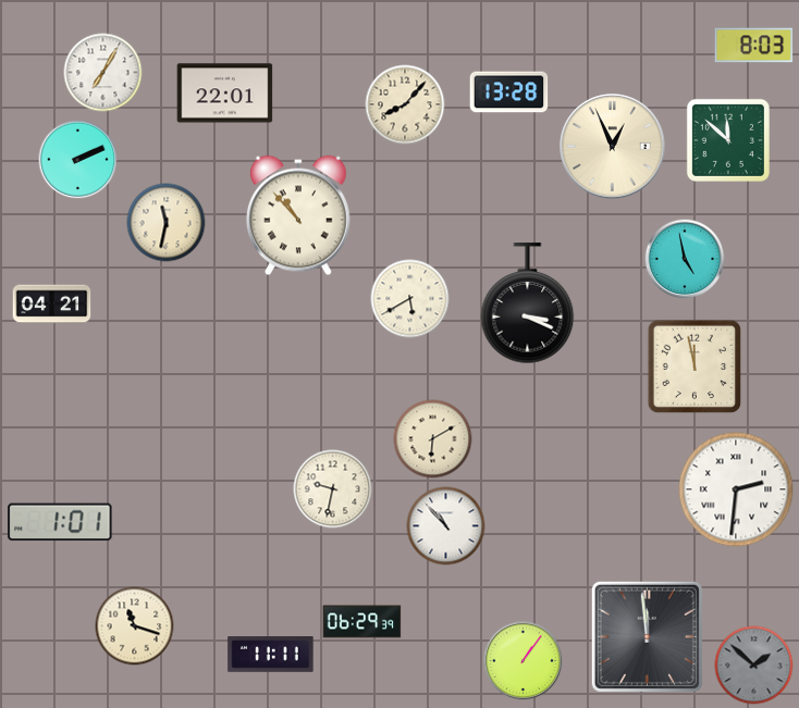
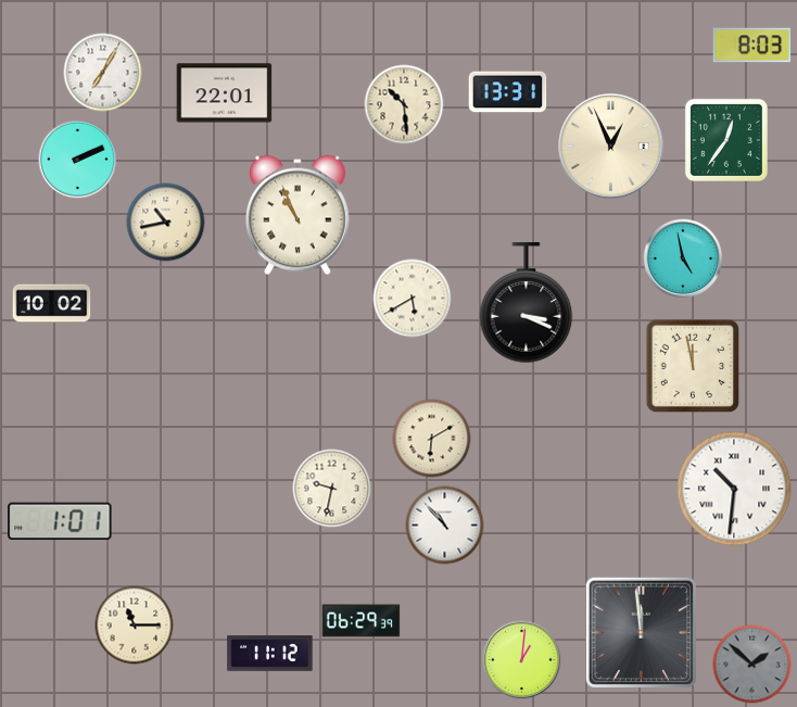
clock at (509, 92): 13:28 -> 13:31
clock at (405, 104): 8:07 -> 10:29
clock at (728, 140): 11:52 -> 12:36
clock at (298, 215): 10:53 -> 10:56
clock at (167, 223): 11:32 -> 10:43
clock at (410, 299) position: (410, 299) -> (413, 299)
clock at (52, 305): 04:21 -> 10:02
clock at (736, 489): 2:31 -> 10:31
clock at (135, 626): 11:18 -> 11:15
clock at (647, 636) position: (647, 636) -> (641, 632)
clock at (271, 655): 11:11 -> 11:12
clock at (524, 661): 1:06 -> 1:01
